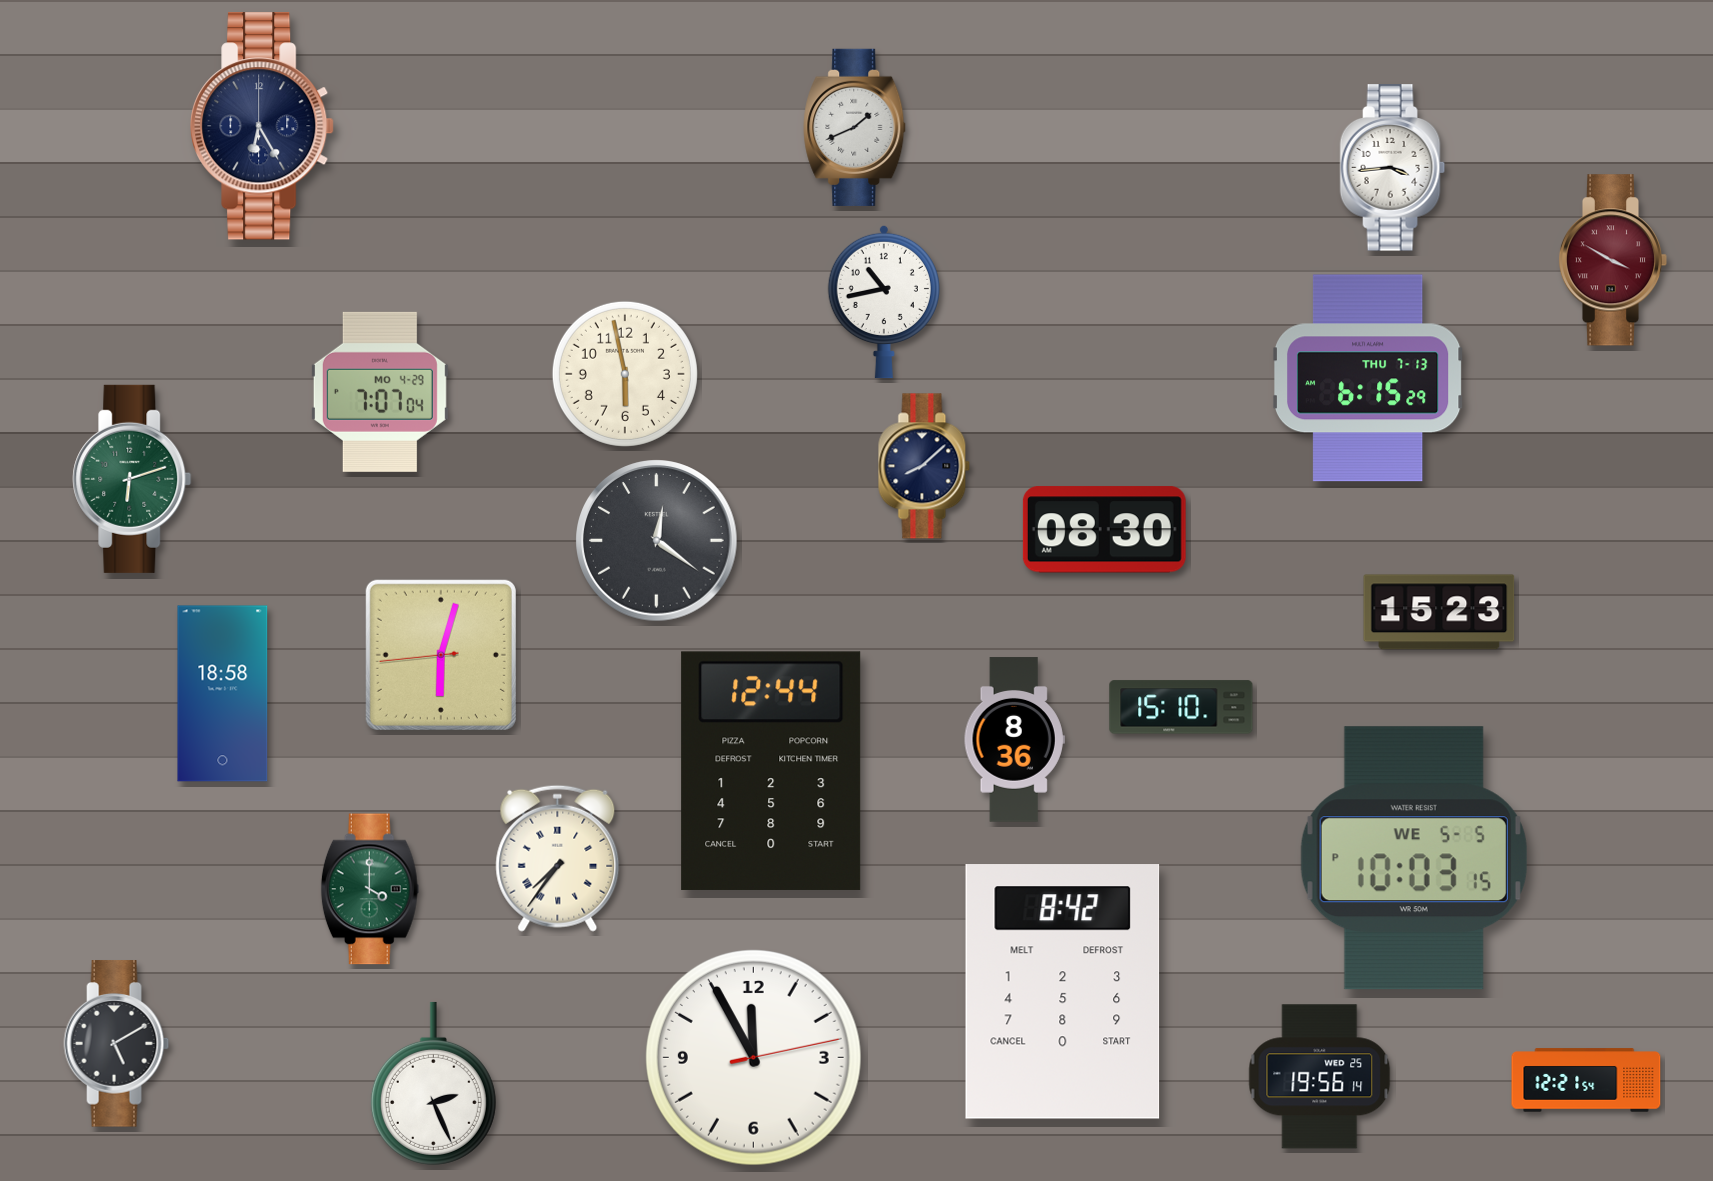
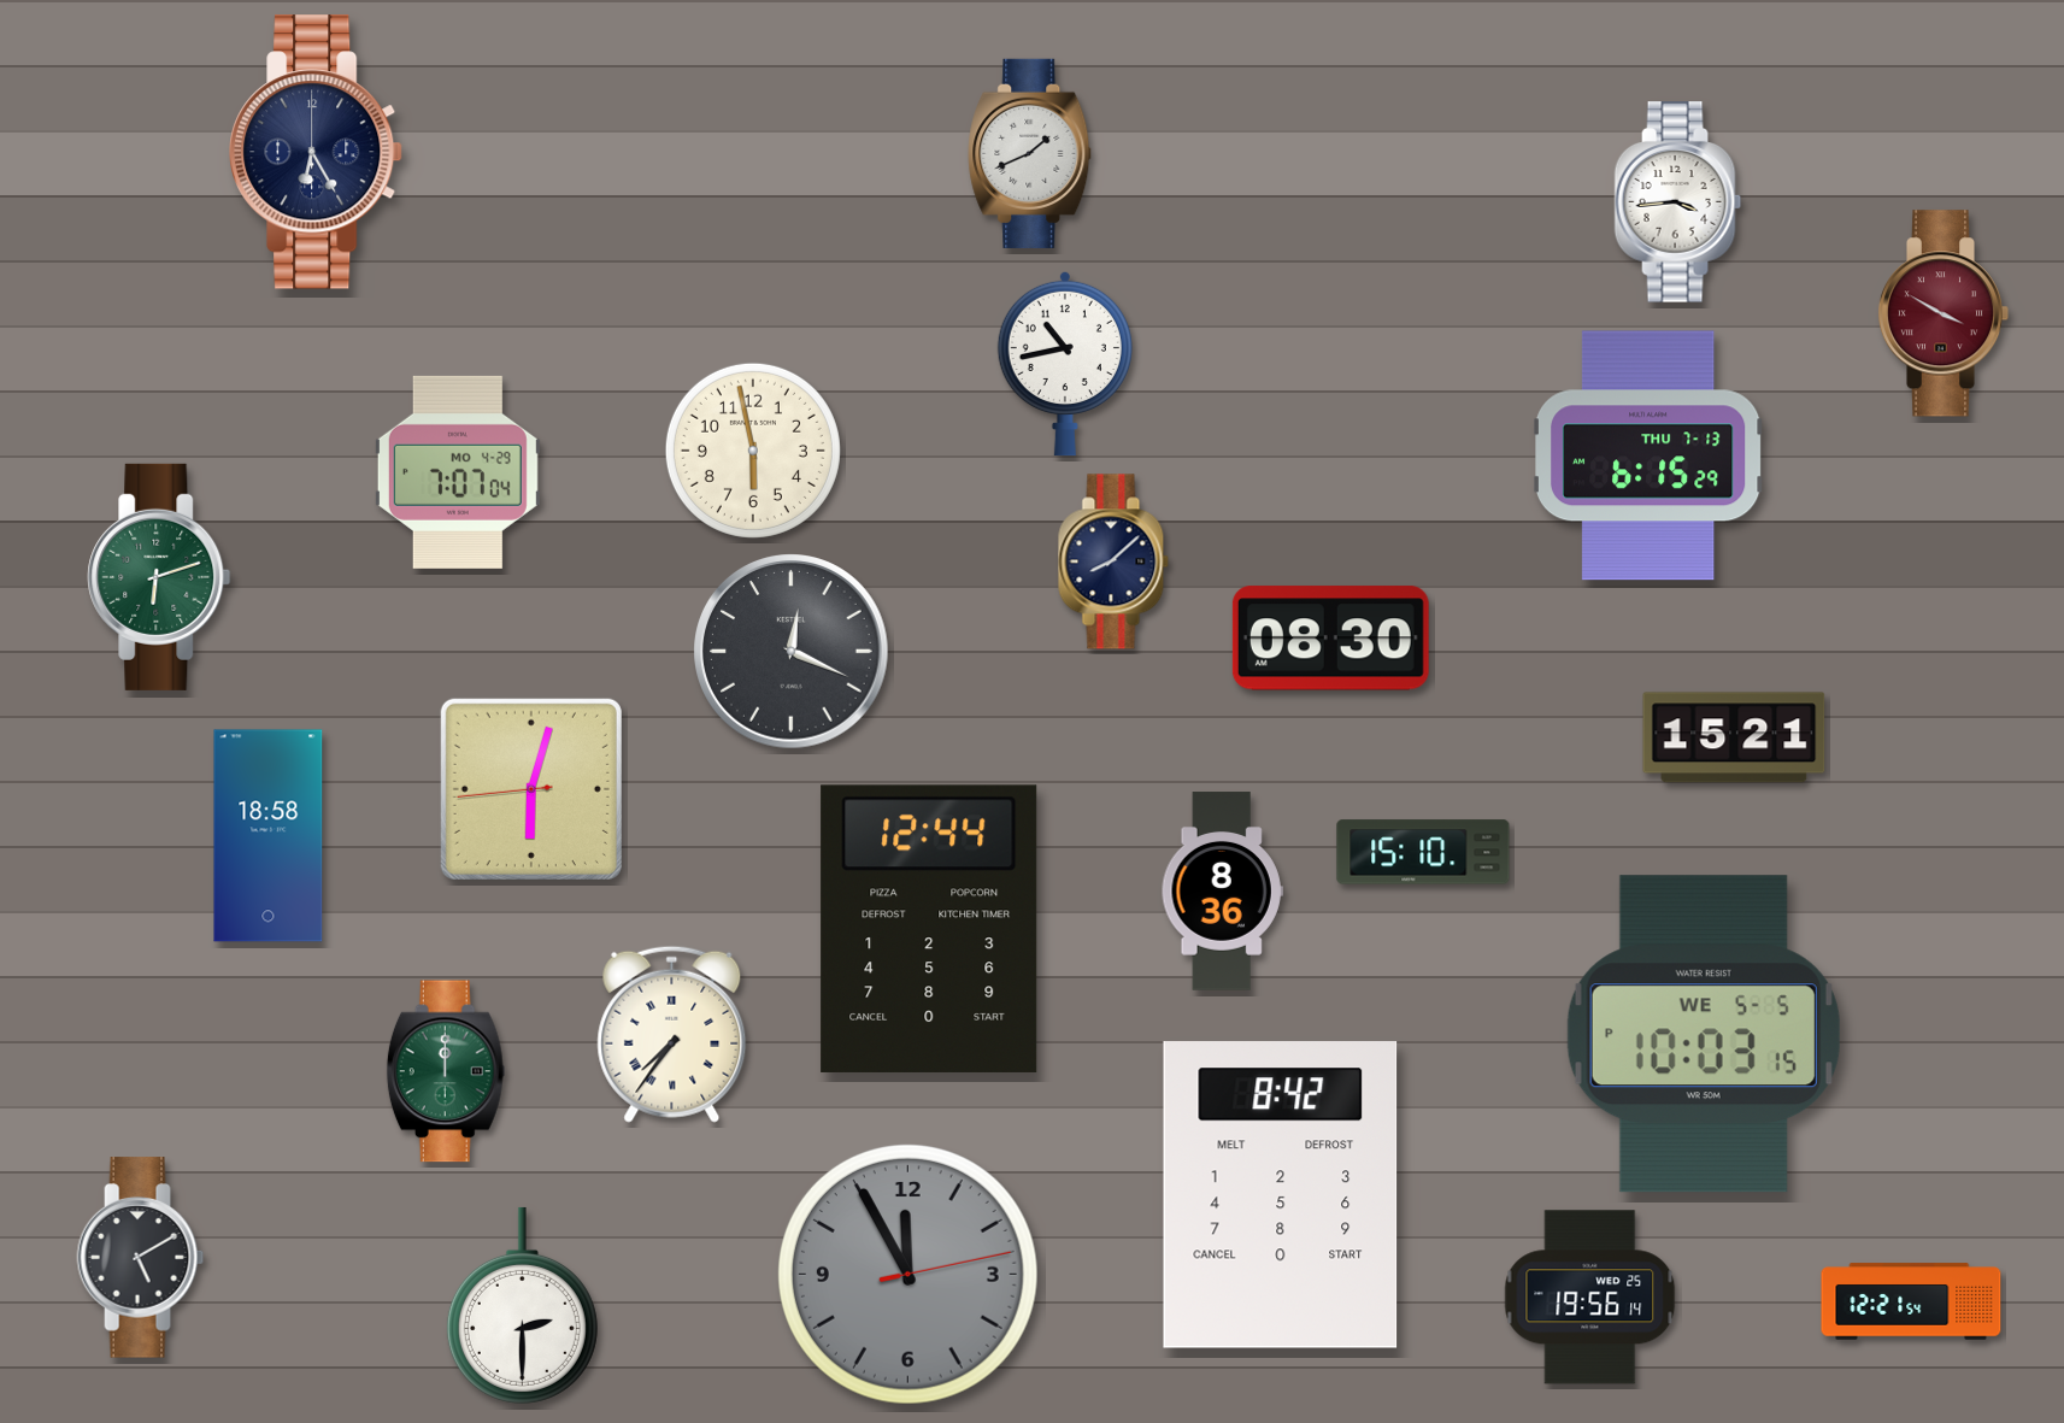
clock at (657, 541): 12:21 -> 12:19
clock at (1439, 612): 15:23 -> 15:21
clock at (370, 889): 4:00 -> 12:00
clock at (753, 1057) dial: white -> grey
clock at (433, 1083): 2:26 -> 2:30
